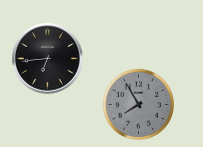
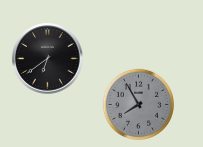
clock at (48, 59): 6:44 -> 6:39
